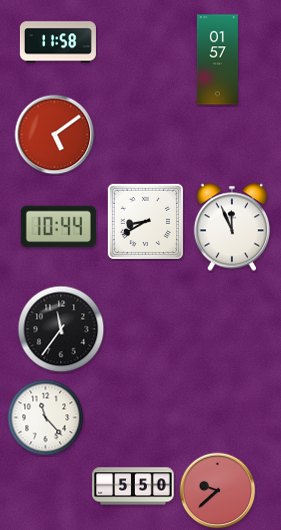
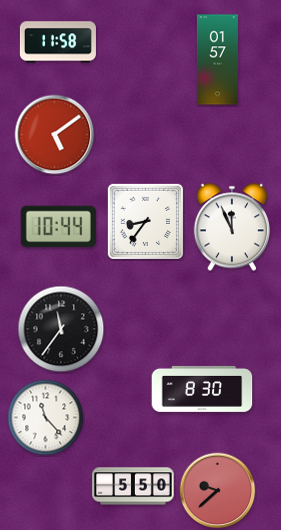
clock at (145, 221): 8:40 -> 8:36
clock at (202, 389): none -> 8:30
